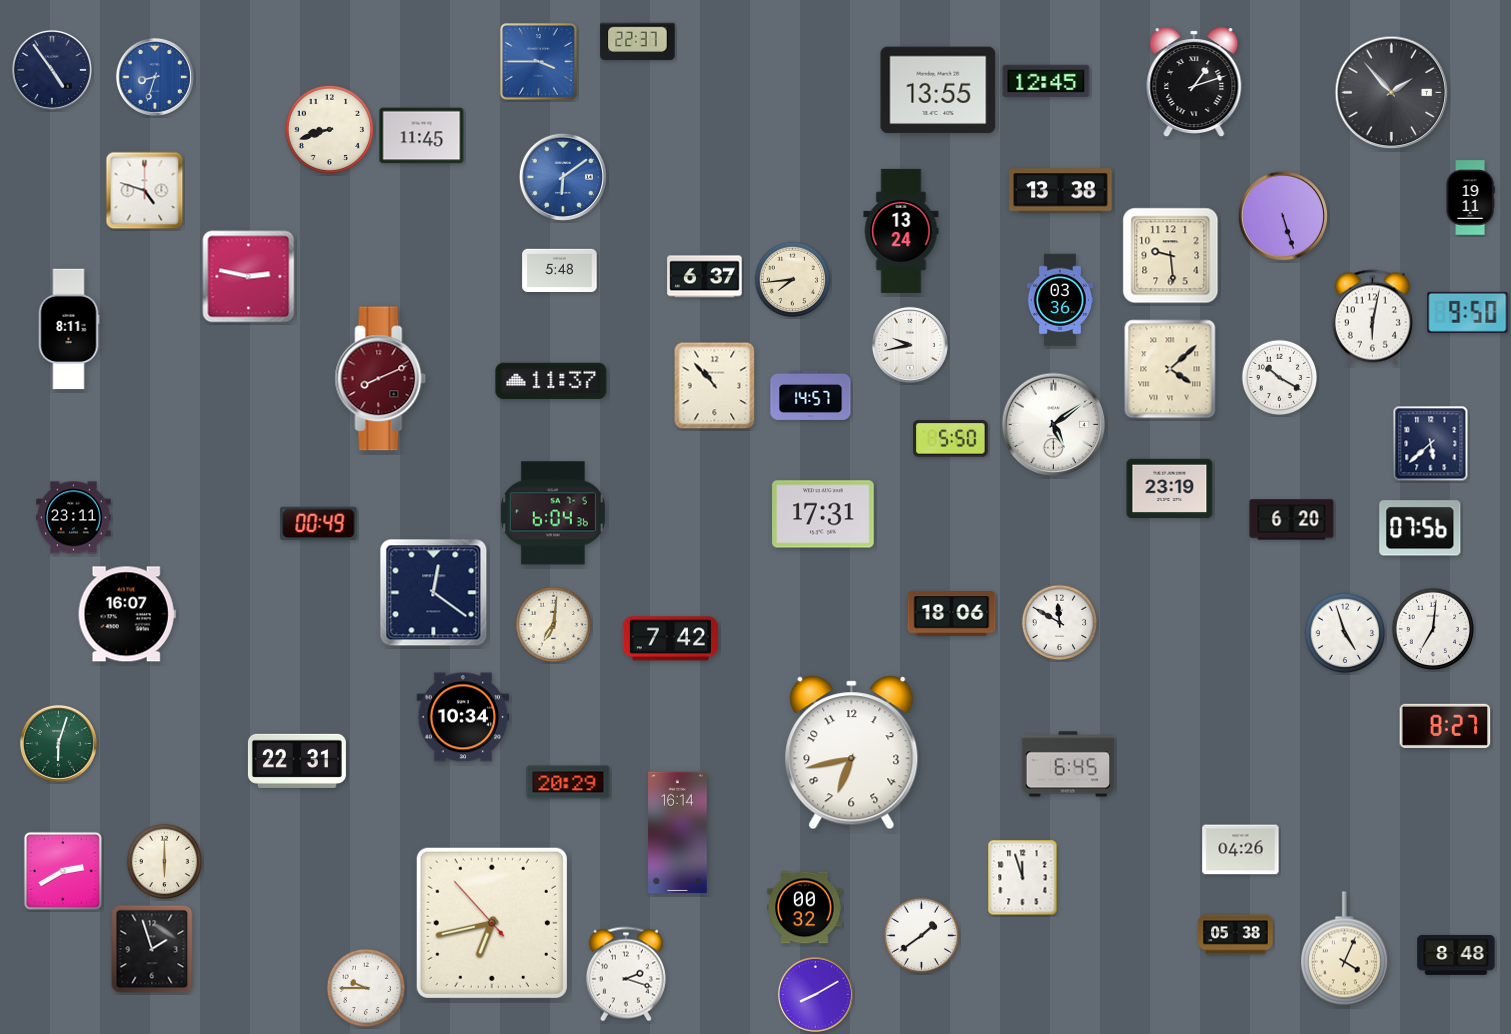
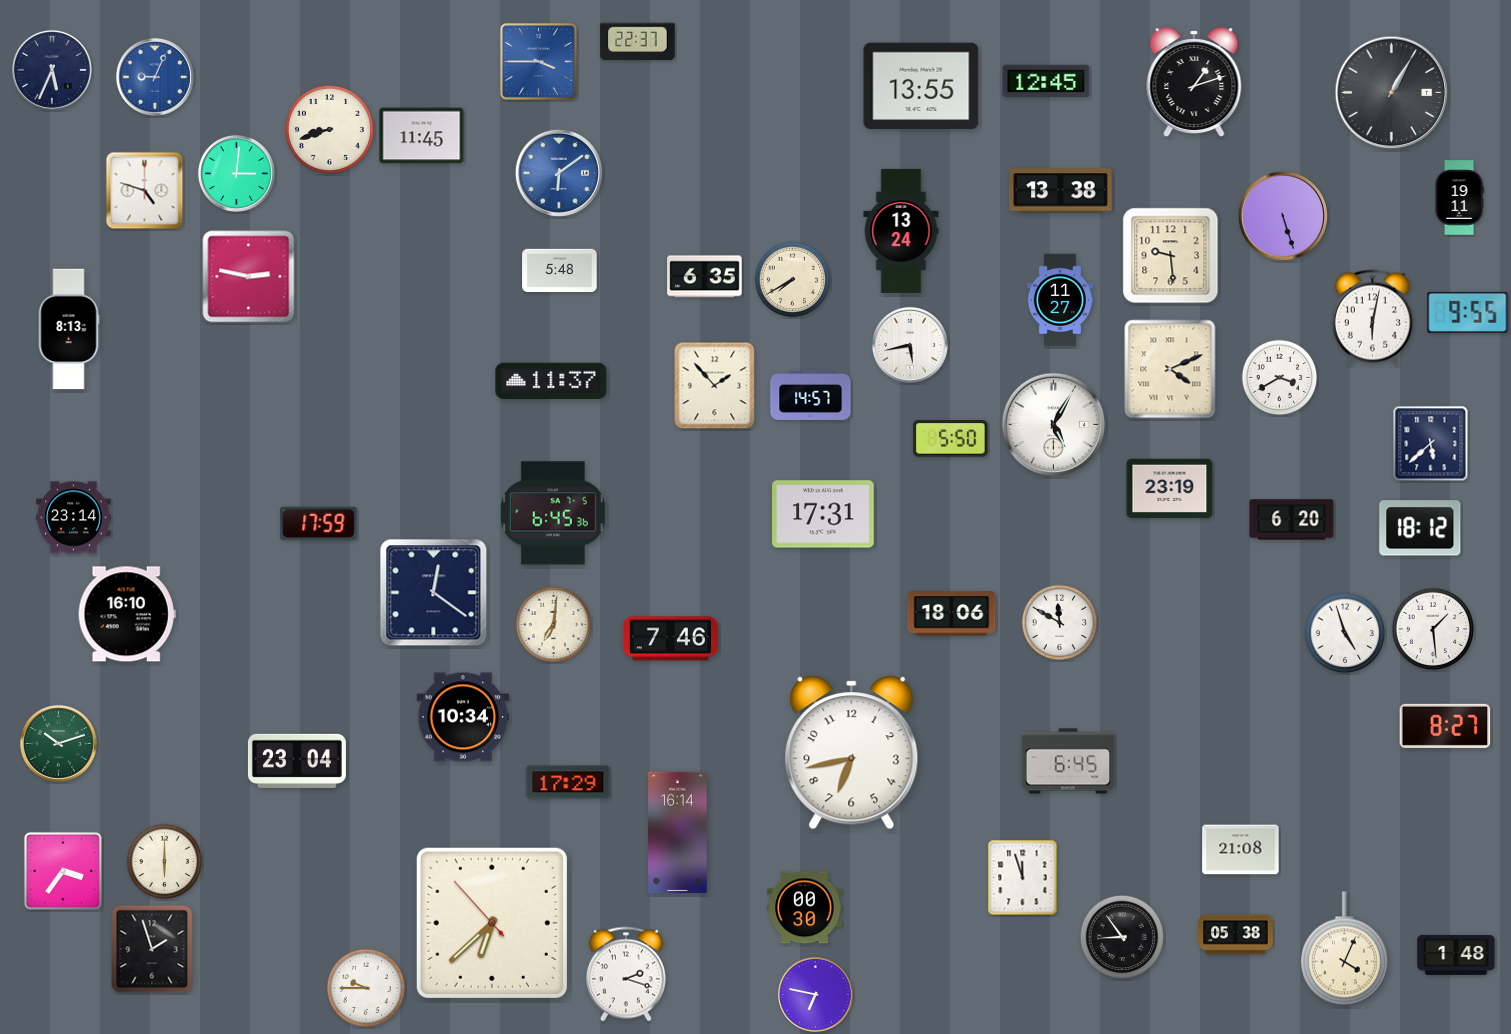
clock at (52, 70): 4:54 -> 5:34
clock at (155, 77): 8:33 -> 9:04
clock at (938, 90) position: (938, 90) -> (921, 86)
clock at (1392, 93): 1:53 -> 1:05
clock at (236, 173): none -> 3:01
clock at (563, 177) position: (563, 177) -> (559, 173)
clock at (1470, 198) position: (1470, 198) -> (1459, 198)
clock at (705, 277): 6:37 -> 6:35
clock at (793, 280): 7:44 -> 7:40
clock at (1060, 300): 03:36 -> 11:27
clock at (1468, 312): 9:50 -> 9:55
clock at (69, 329): 8:11 -> 8:13
clock at (910, 345): 9:43 -> 5:43
clock at (1170, 369): 4:08 -> 4:11
clock at (1280, 378): 10:20 -> 3:40
clock at (381, 379): 8:11 -> none
clock at (715, 386): 10:53 -> 1:53
clock at (1054, 425): 5:09 -> 5:05
clock at (553, 513): 6:04 -> 6:45
clock at (74, 518): 23:11 -> 23:14
clock at (319, 523): 00:49 -> 17:59
clock at (1420, 528): 07:56 -> 18:12
clock at (127, 614): 16:07 -> 16:10
clock at (1433, 629): 7:01 -> 1:29
clock at (670, 639): 7:42 -> 7:46
clock at (58, 743): 6:03 -> 10:12
clock at (297, 761): 22:31 -> 23:04
clock at (1068, 764) position: (1068, 764) -> (1068, 761)
clock at (568, 782): 20:29 -> 17:29
clock at (1241, 850): 04:26 -> 21:08
clock at (63, 871): 2:40 -> 3:36
clock at (805, 908): 00:32 -> 00:30
clock at (492, 923): 6:42 -> 6:37
clock at (922, 936): 1:39 -> none
clock at (1121, 936): none -> 8:54
clock at (1456, 955): 8:48 -> 1:48
clock at (815, 994): 8:10 -> 6:47
